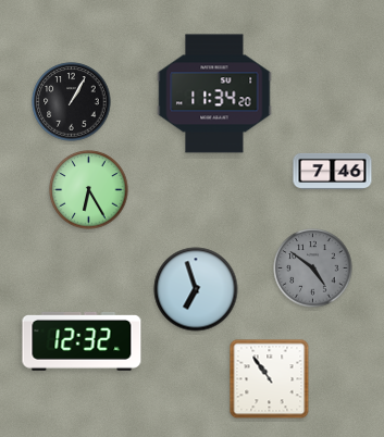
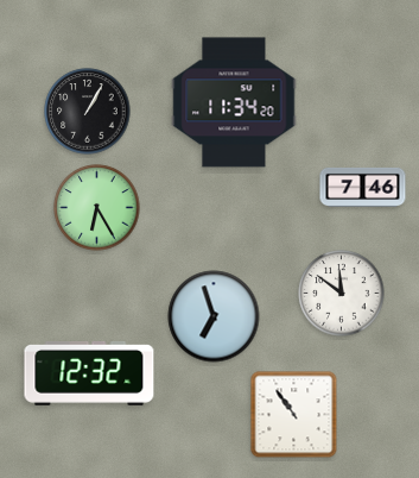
clock at (72, 102) position: (72, 102) -> (88, 112)
clock at (313, 269): 4:51 -> 11:51
clock at (313, 269) dial: grey -> white
